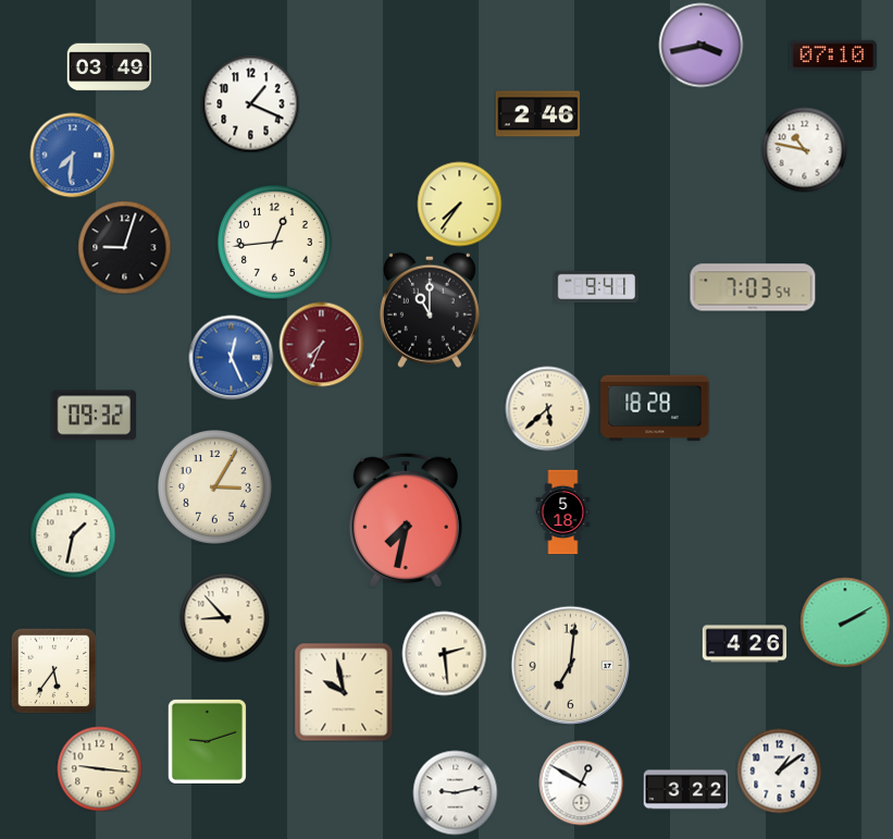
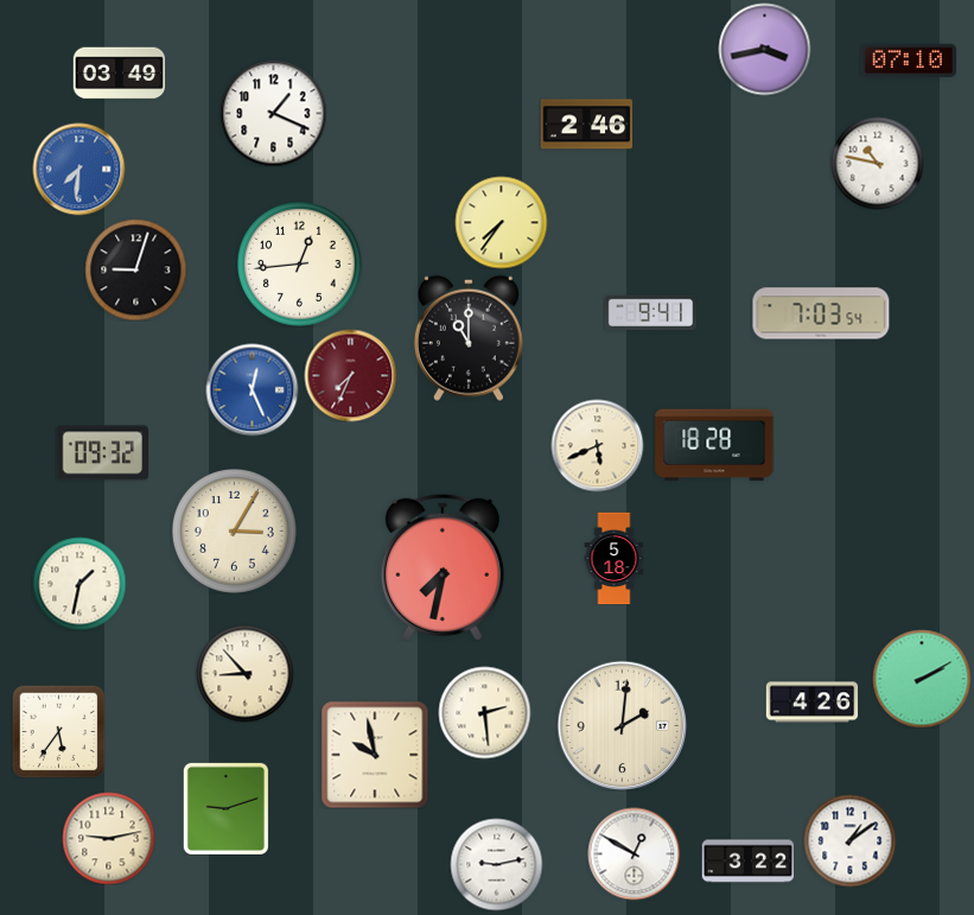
clock at (547, 408): 5:38 -> 5:41
clock at (570, 665): 7:01 -> 2:01
clock at (99, 768): 9:16 -> 9:13
